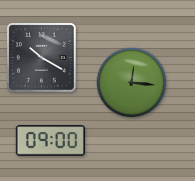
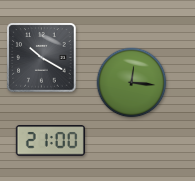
clock at (50, 141): 09:00 -> 21:00
